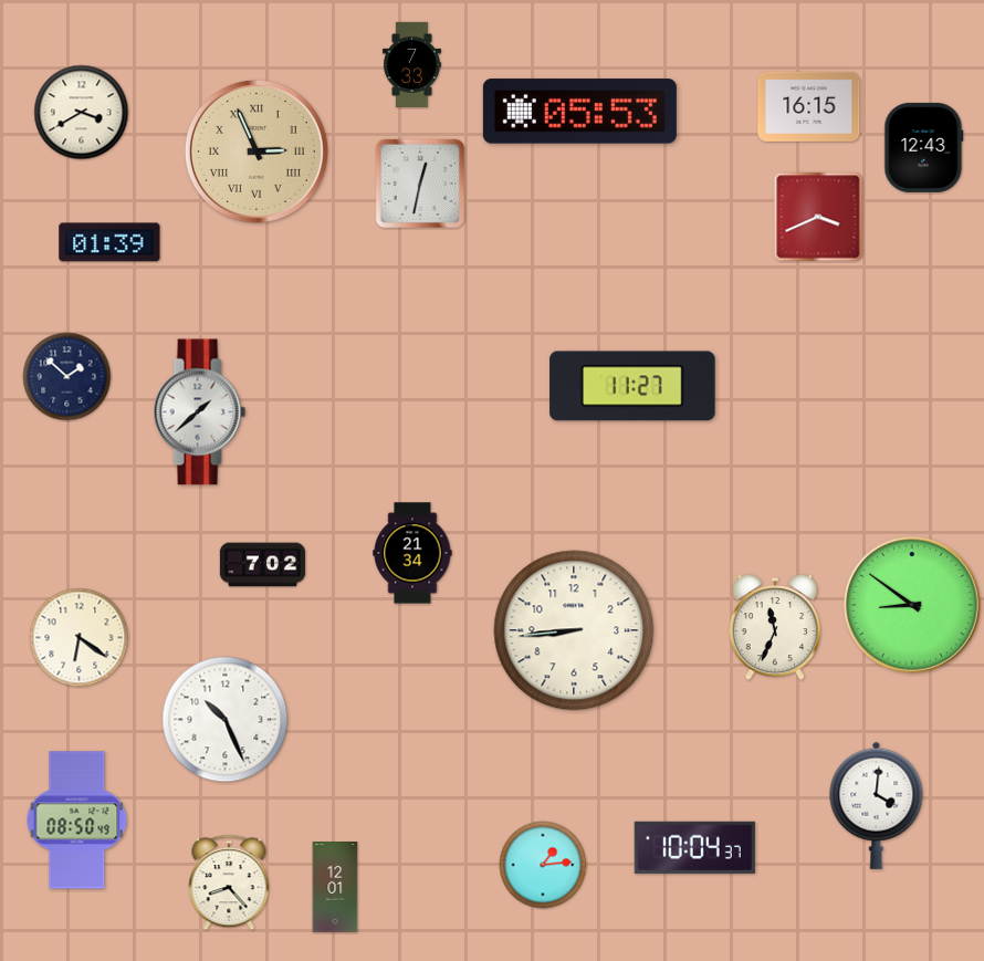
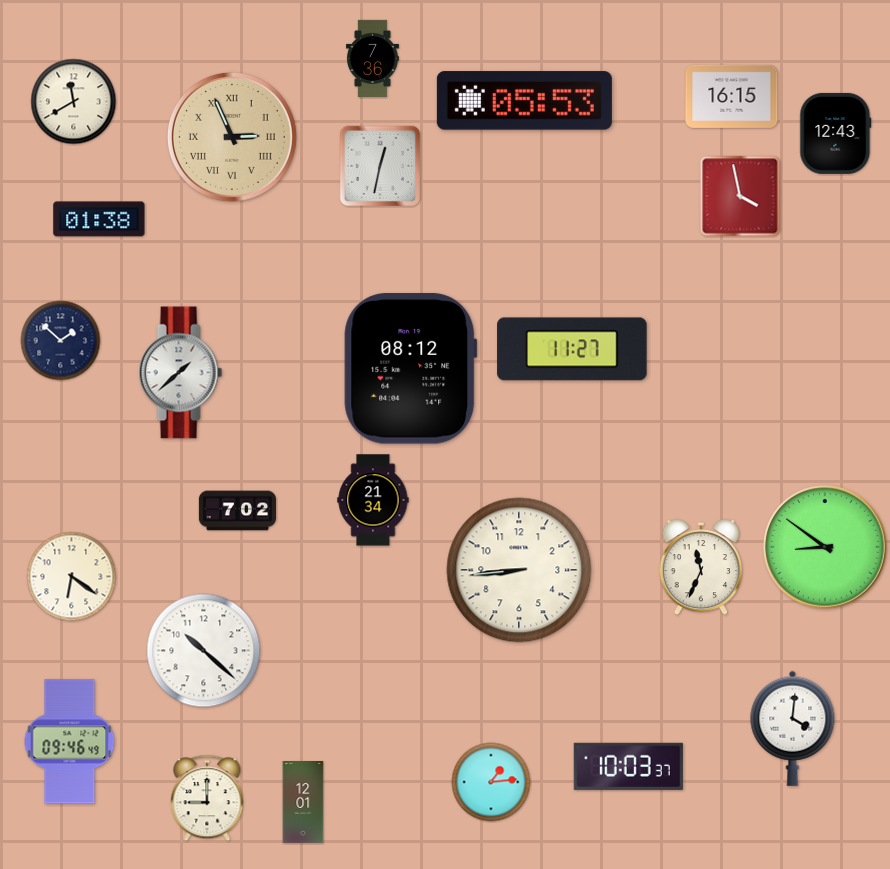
clock at (411, 64): 7:33 -> 7:36
clock at (82, 113): 3:40 -> 11:40
clock at (818, 217): 3:41 -> 3:58
clock at (109, 242): 01:39 -> 01:38
clock at (411, 369): none -> 08:12
clock at (226, 720): 10:26 -> 10:22
clock at (77, 821): 08:50 -> 09:46
clock at (694, 847): 10:04 -> 10:03
clock at (229, 882): 8:23 -> 9:00
